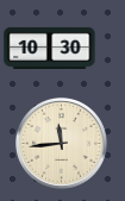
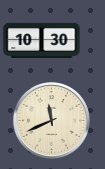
clock at (61, 143): 11:44 -> 11:41
